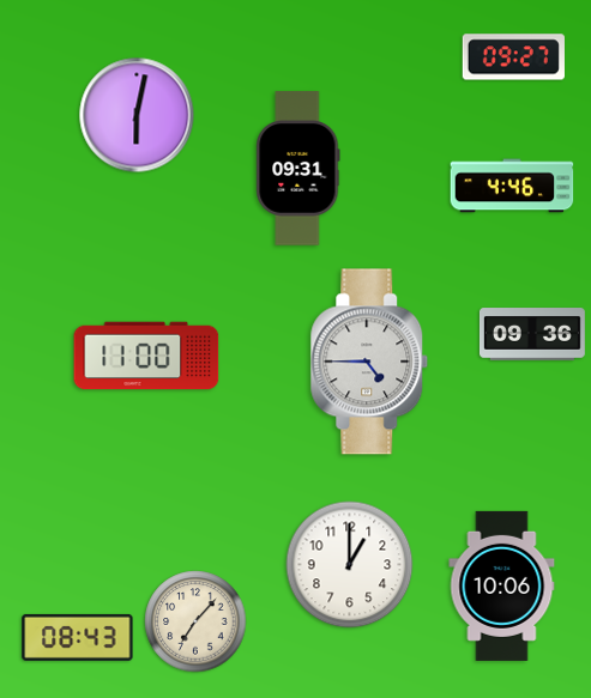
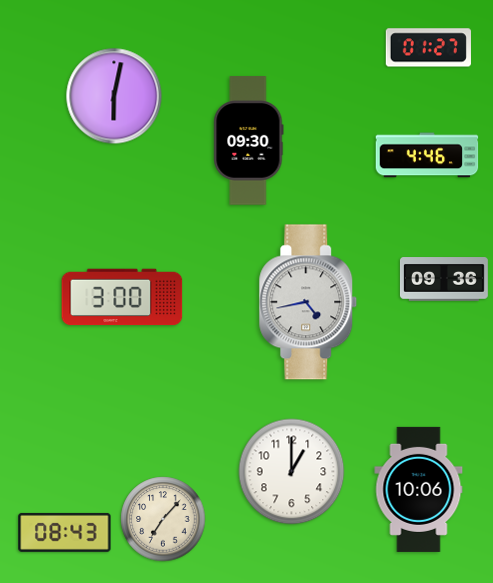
clock at (513, 57): 09:27 -> 01:27
clock at (298, 169): 09:31 -> 09:30
clock at (146, 356): 11:00 -> 3:00
clock at (369, 362): 4:45 -> 4:43
